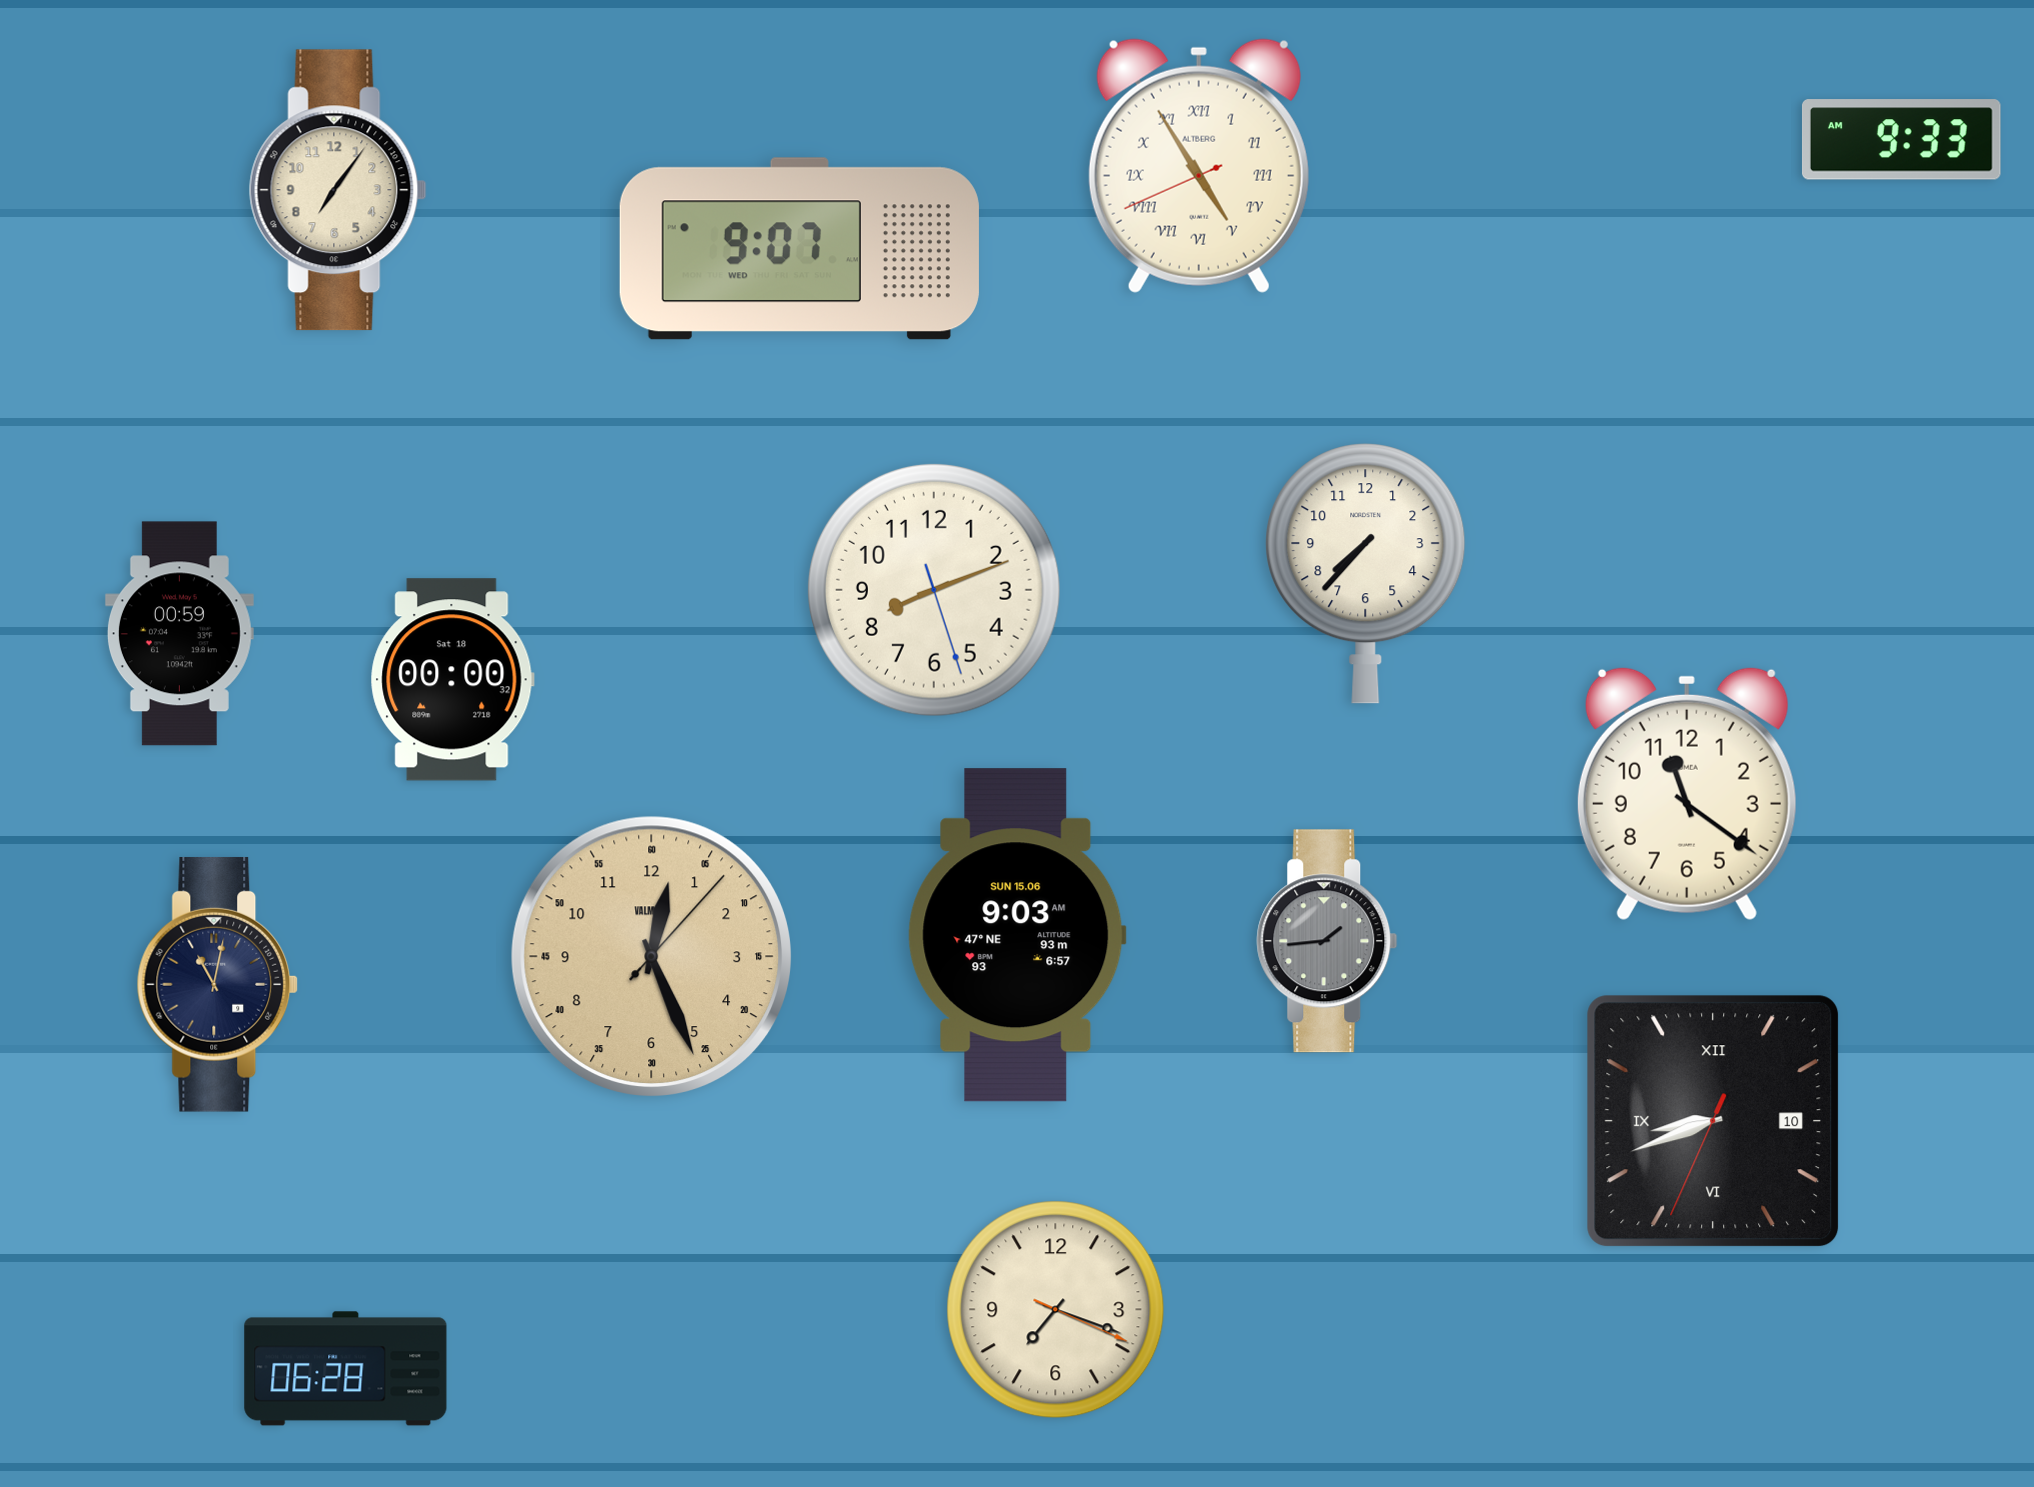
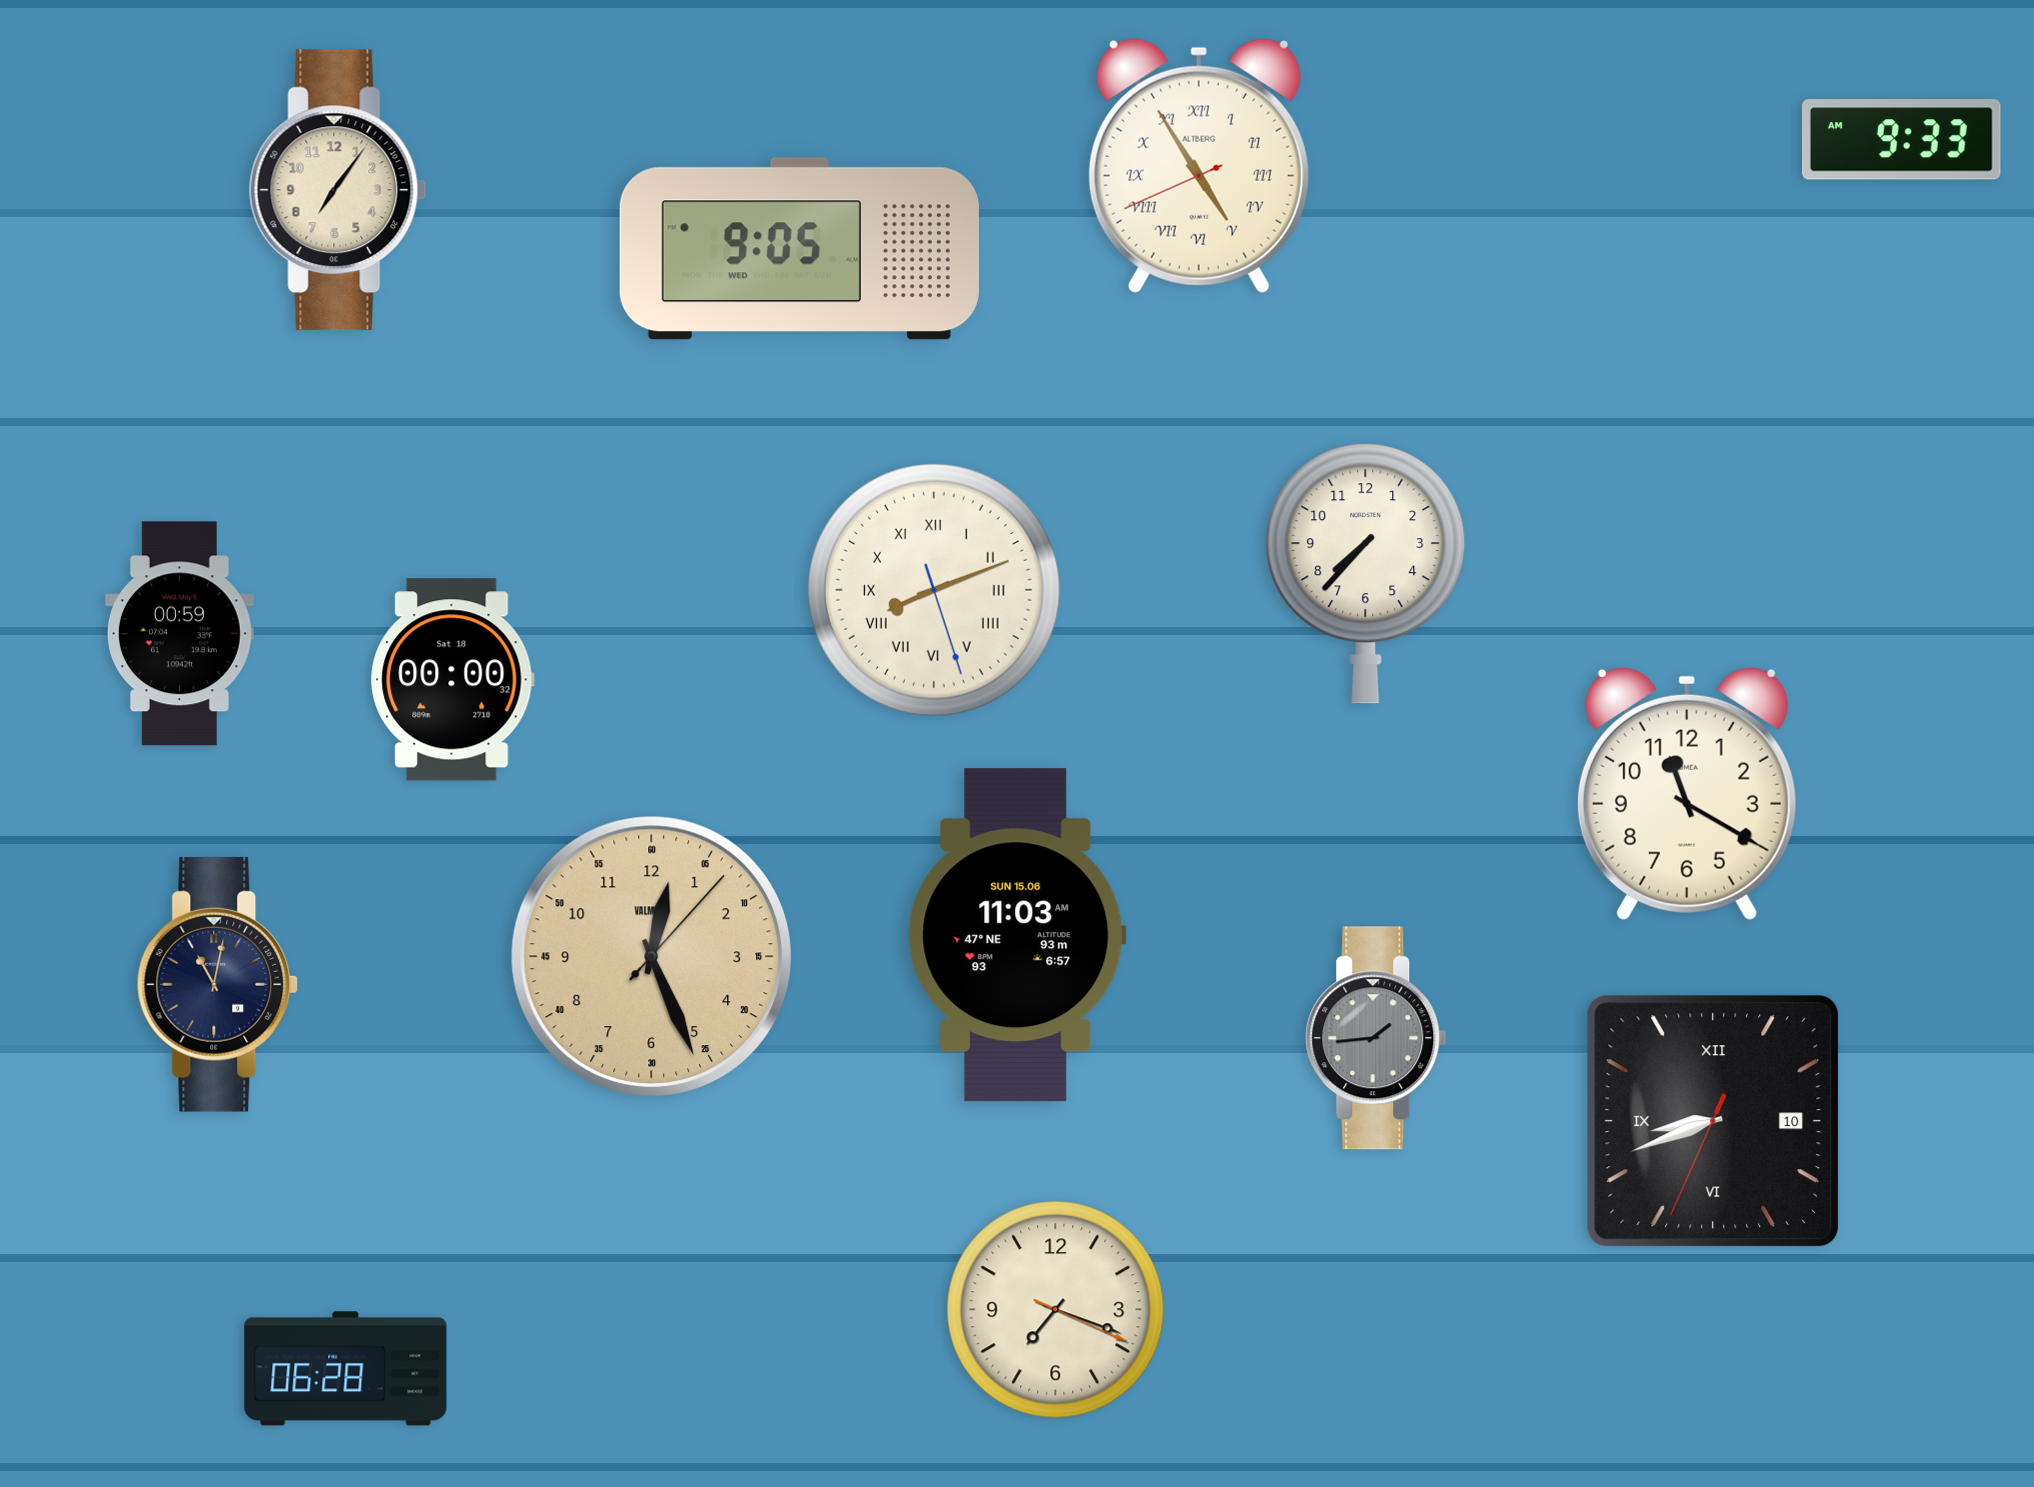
clock at (799, 249): 9:07 -> 9:05
clock at (934, 590) numerals: Arabic -> Roman
clock at (1687, 793): 11:21 -> 11:20
clock at (1017, 935): 9:03 -> 11:03
clock at (1327, 941) position: (1327, 941) -> (1376, 1038)
